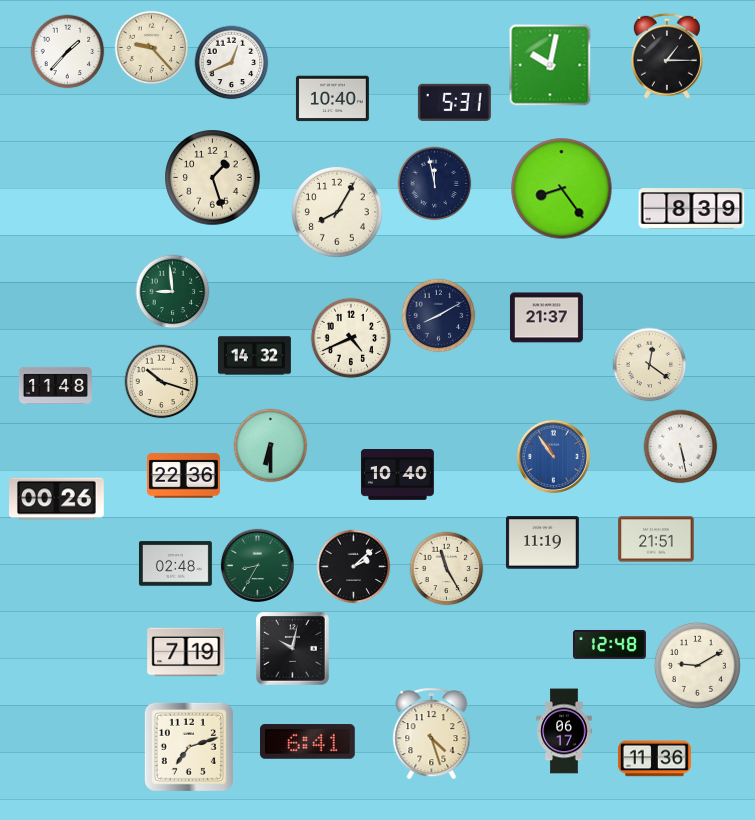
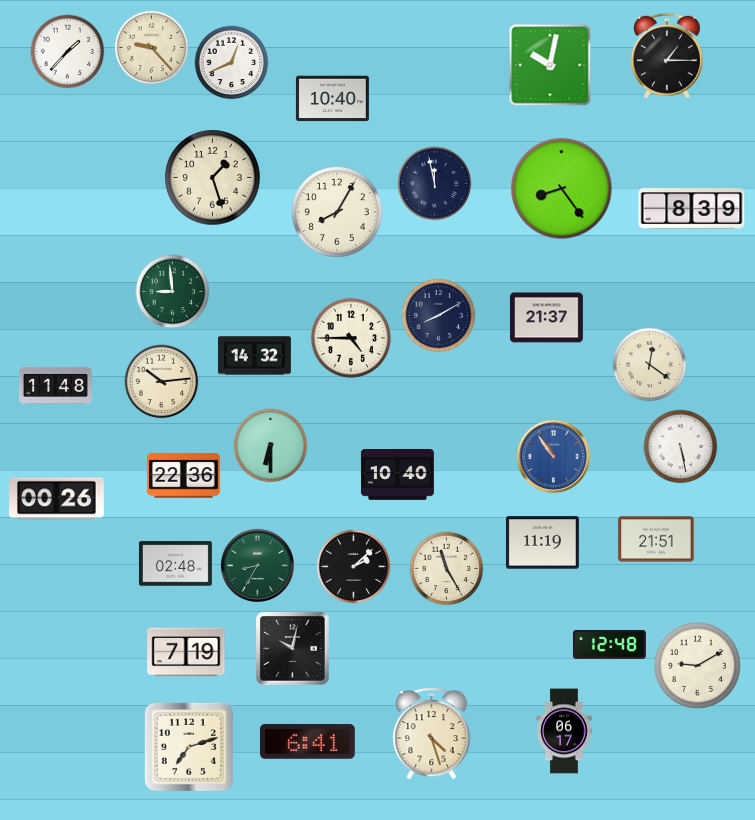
clock at (454, 102): 5:31 -> none
clock at (351, 338): 4:41 -> 4:45
clock at (162, 382): 10:18 -> 10:14
clock at (654, 759): 11:36 -> none
